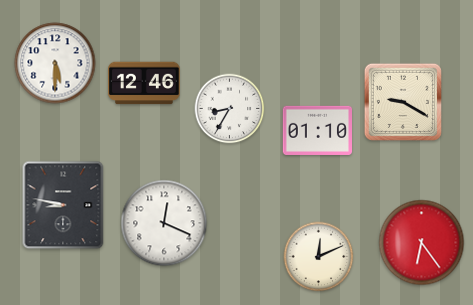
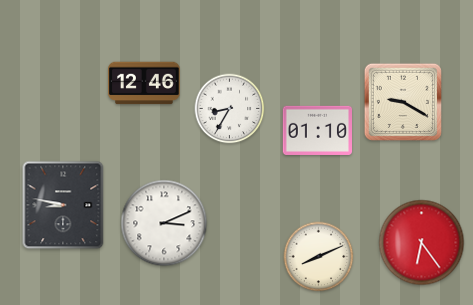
clock at (55, 63): 5:30 -> none
clock at (164, 223): 12:19 -> 3:11
clock at (319, 257): 12:11 -> 8:11
